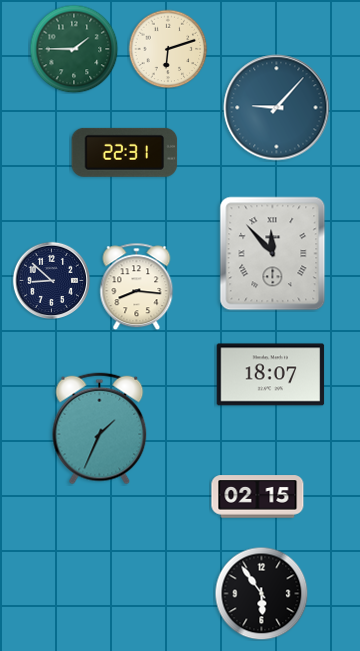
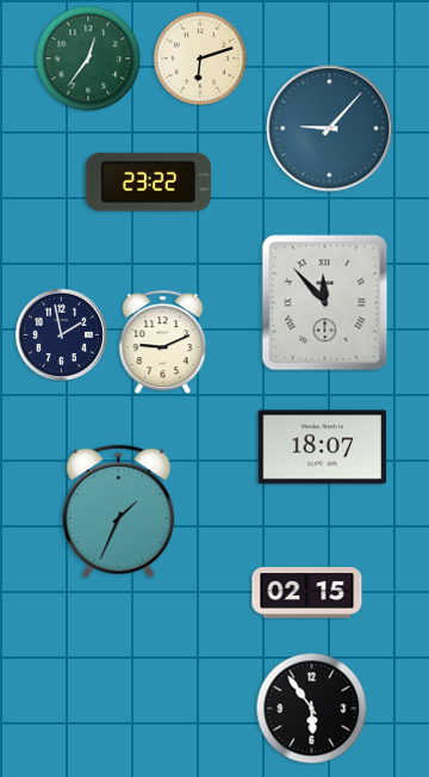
clock at (74, 49): 1:45 -> 12:36
clock at (125, 152): 22:31 -> 23:22
clock at (51, 280): 8:52 -> 1:58
clock at (137, 286): 8:16 -> 9:11
